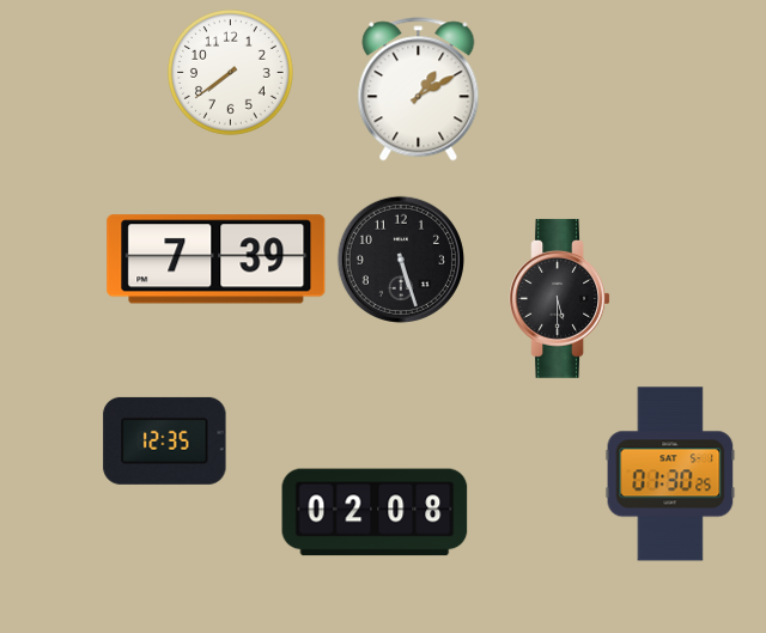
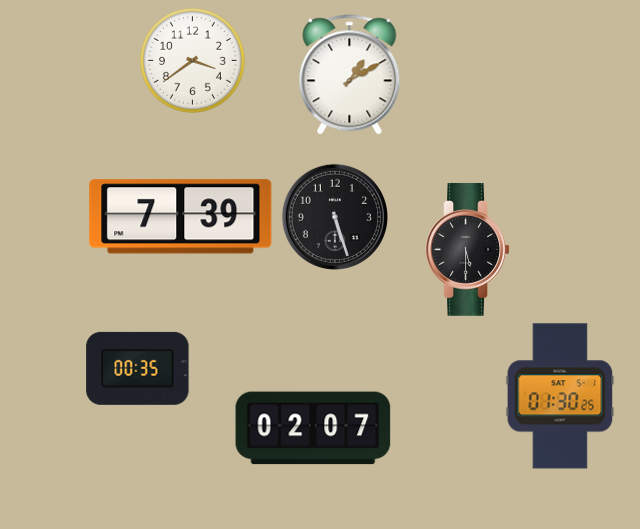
clock at (230, 72): 7:39 -> 3:39
clock at (165, 440): 12:35 -> 00:35
clock at (375, 512): 02:08 -> 02:07
